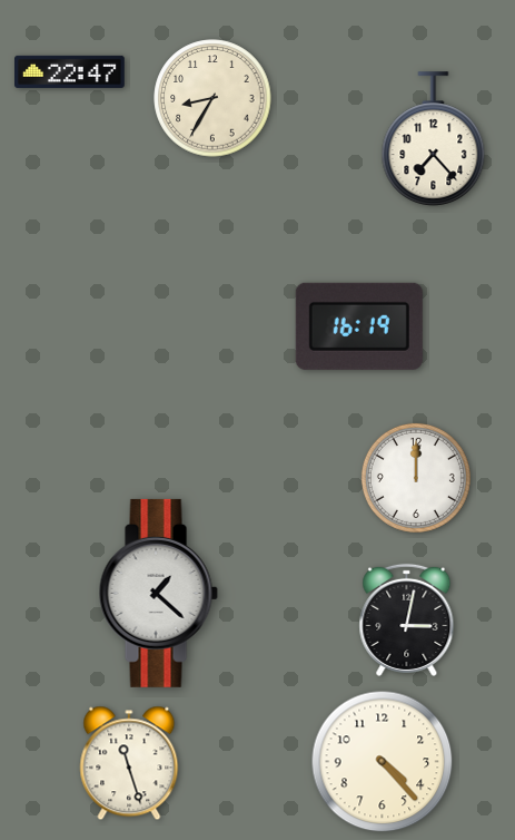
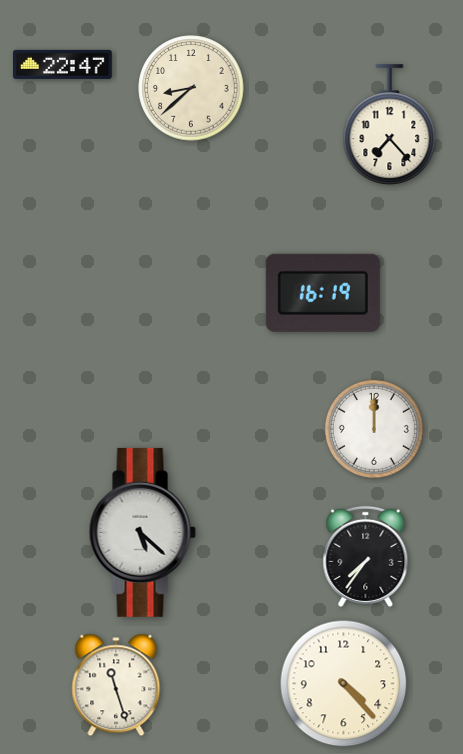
clock at (212, 98): 8:35 -> 8:38
clock at (158, 593): 1:22 -> 5:22
clock at (407, 619): 3:02 -> 7:36
